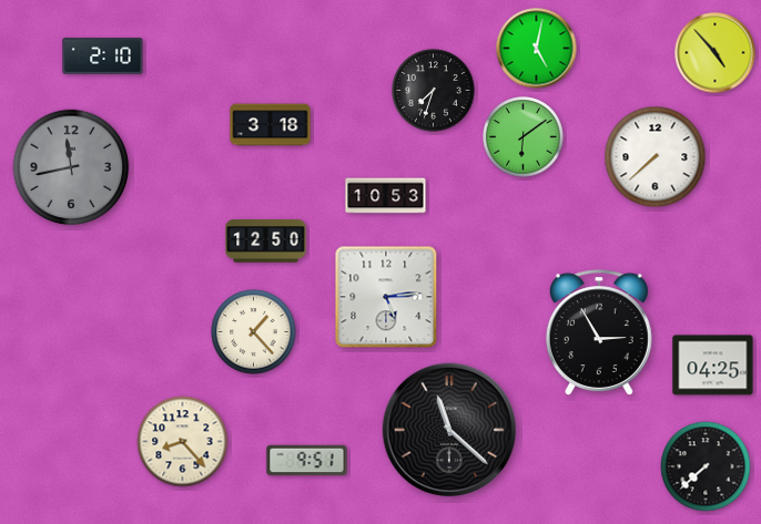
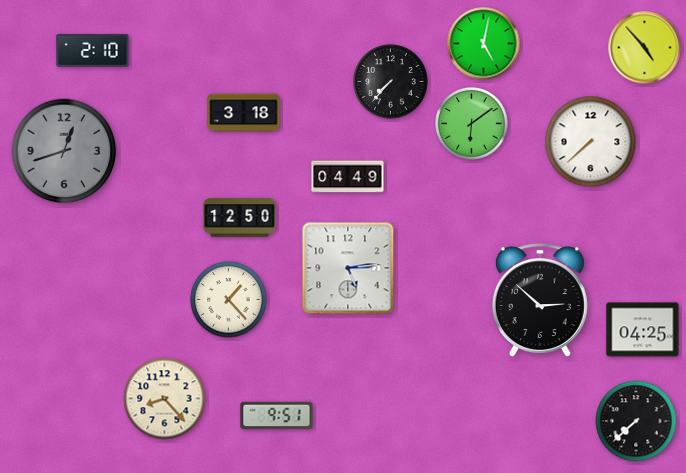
clock at (434, 91): 7:33 -> 7:37
clock at (71, 167): 11:43 -> 12:42
clock at (386, 196): 10:53 -> 04:49
clock at (599, 332): 2:55 -> 2:52
clock at (449, 430): 11:22 -> none
